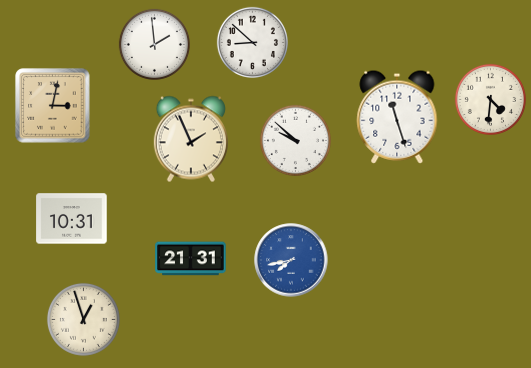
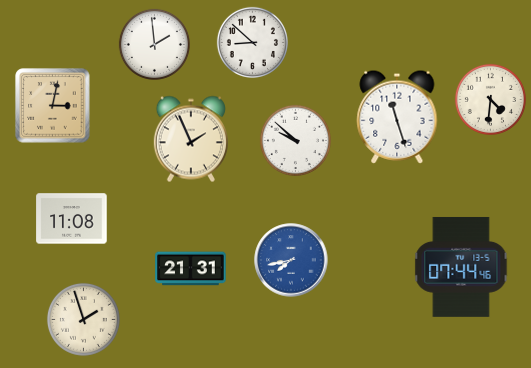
clock at (72, 219): 10:31 -> 11:08
clock at (191, 259) position: (191, 259) -> (191, 269)
clock at (461, 267): none -> 07:44
clock at (83, 319): 12:57 -> 1:57
